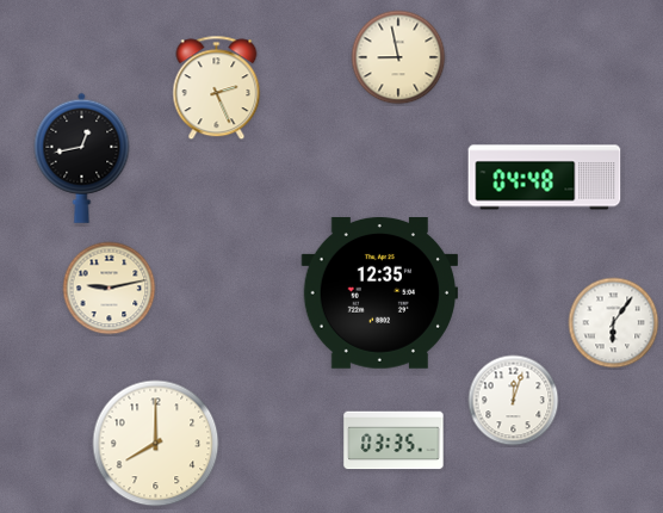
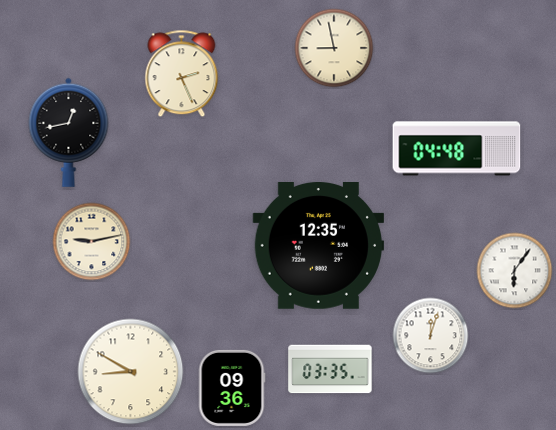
clock at (156, 444): 8:00 -> 8:50
clock at (232, 388): none -> 09:36
